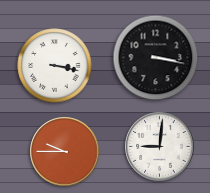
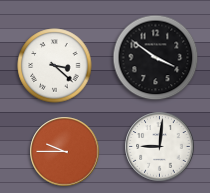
clock at (156, 58): 3:17 -> 3:51
clock at (55, 66): 3:17 -> 3:22
